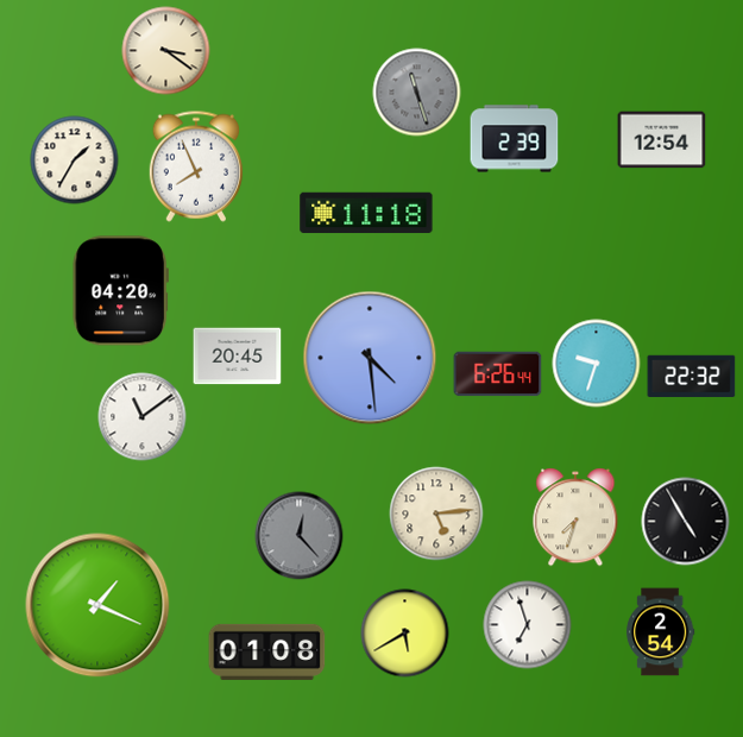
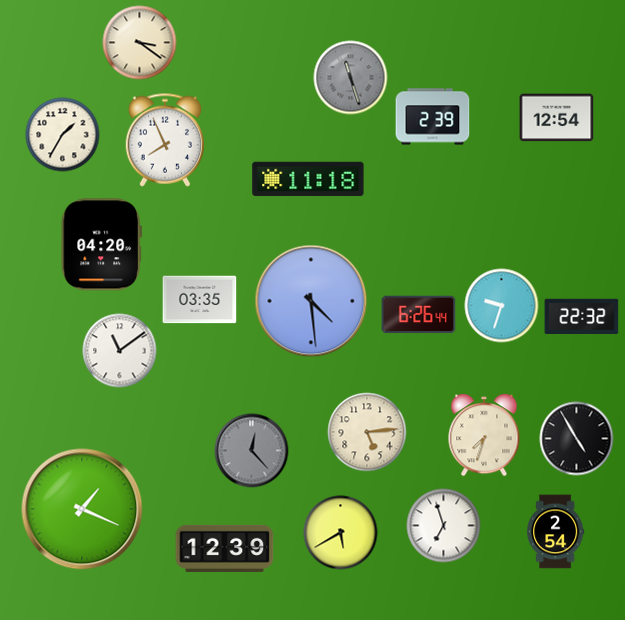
clock at (238, 357): 20:45 -> 03:35
clock at (267, 651): 01:08 -> 12:39
